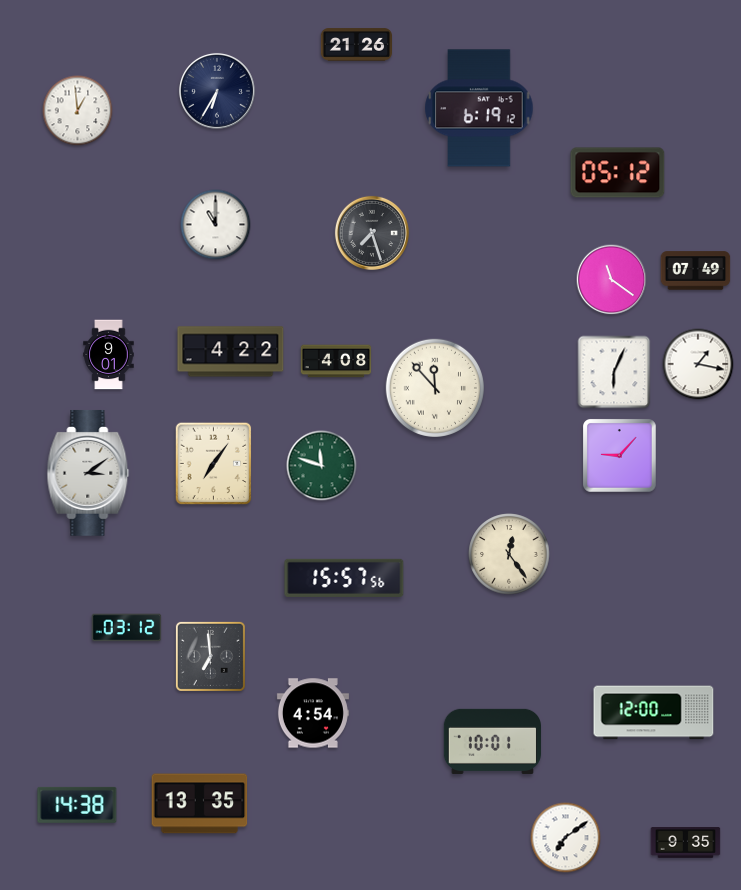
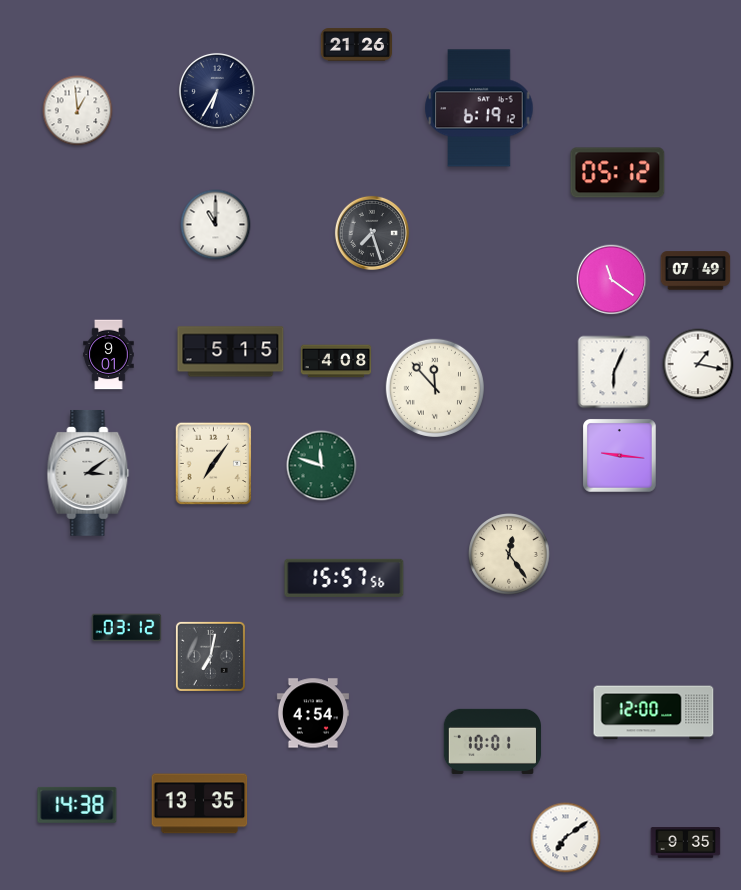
clock at (231, 352): 4:22 -> 5:15
clock at (620, 456): 9:07 -> 9:16
clock at (210, 656): 6:59 -> 7:02
